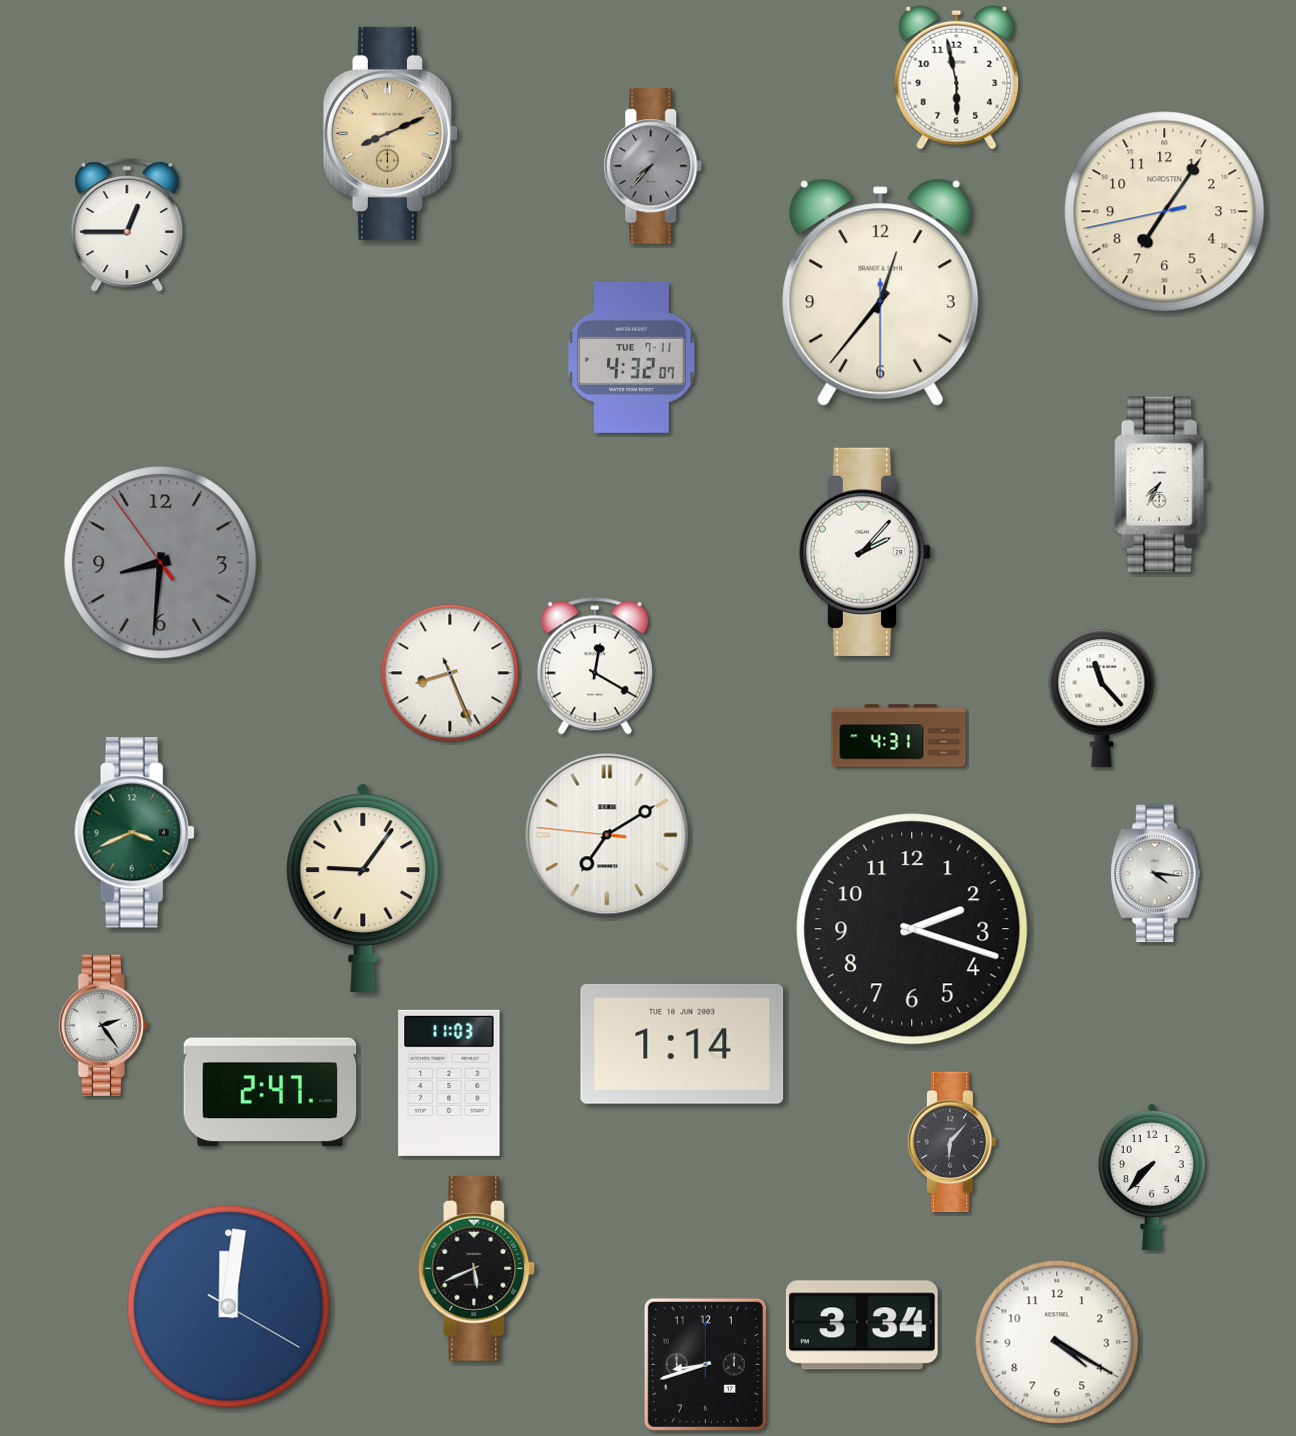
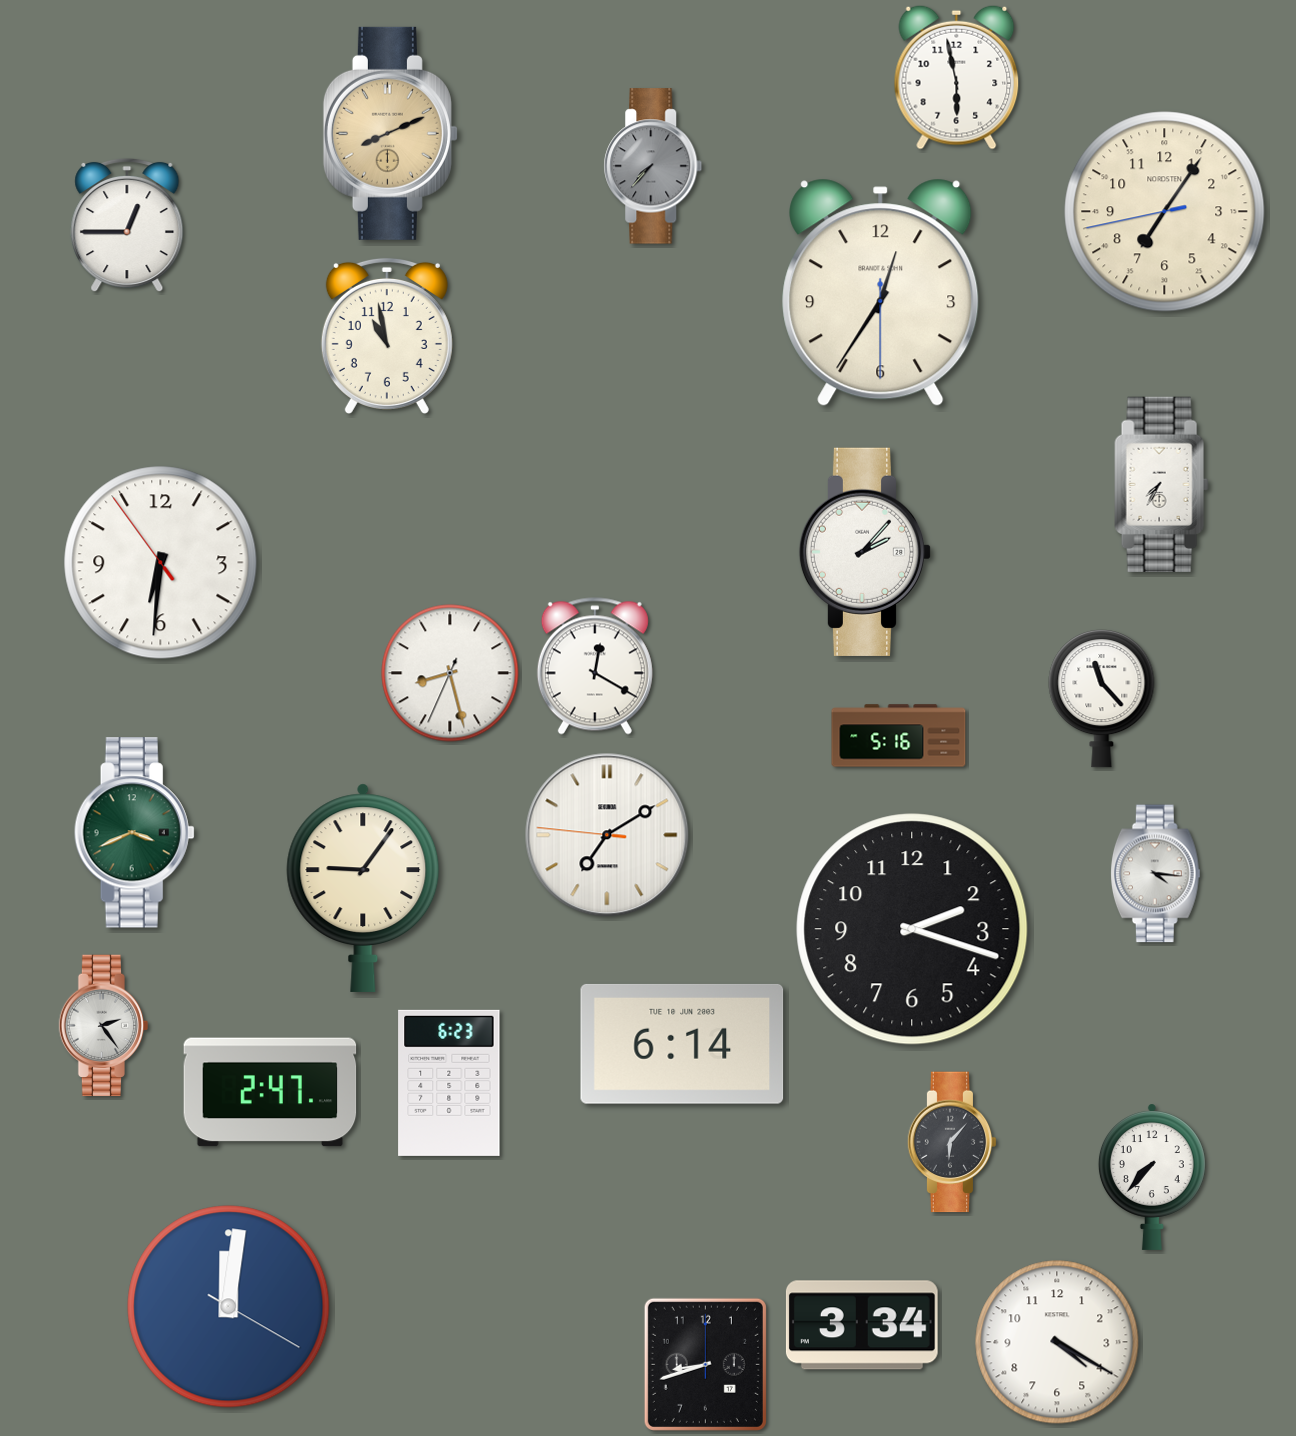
clock at (881, 292): 12:36 -> 12:35
clock at (387, 336): none -> 10:58
clock at (632, 357): 4:32 -> none
clock at (161, 563): 8:30 -> 6:30
clock at (161, 563) dial: grey -> white
clock at (450, 673): 8:26 -> 8:27
clock at (899, 736): 4:31 -> 5:16
clock at (682, 1044): 1:14 -> 6:14
clock at (449, 1083): 11:03 -> 6:23
clock at (477, 1268): 5:41 -> none
